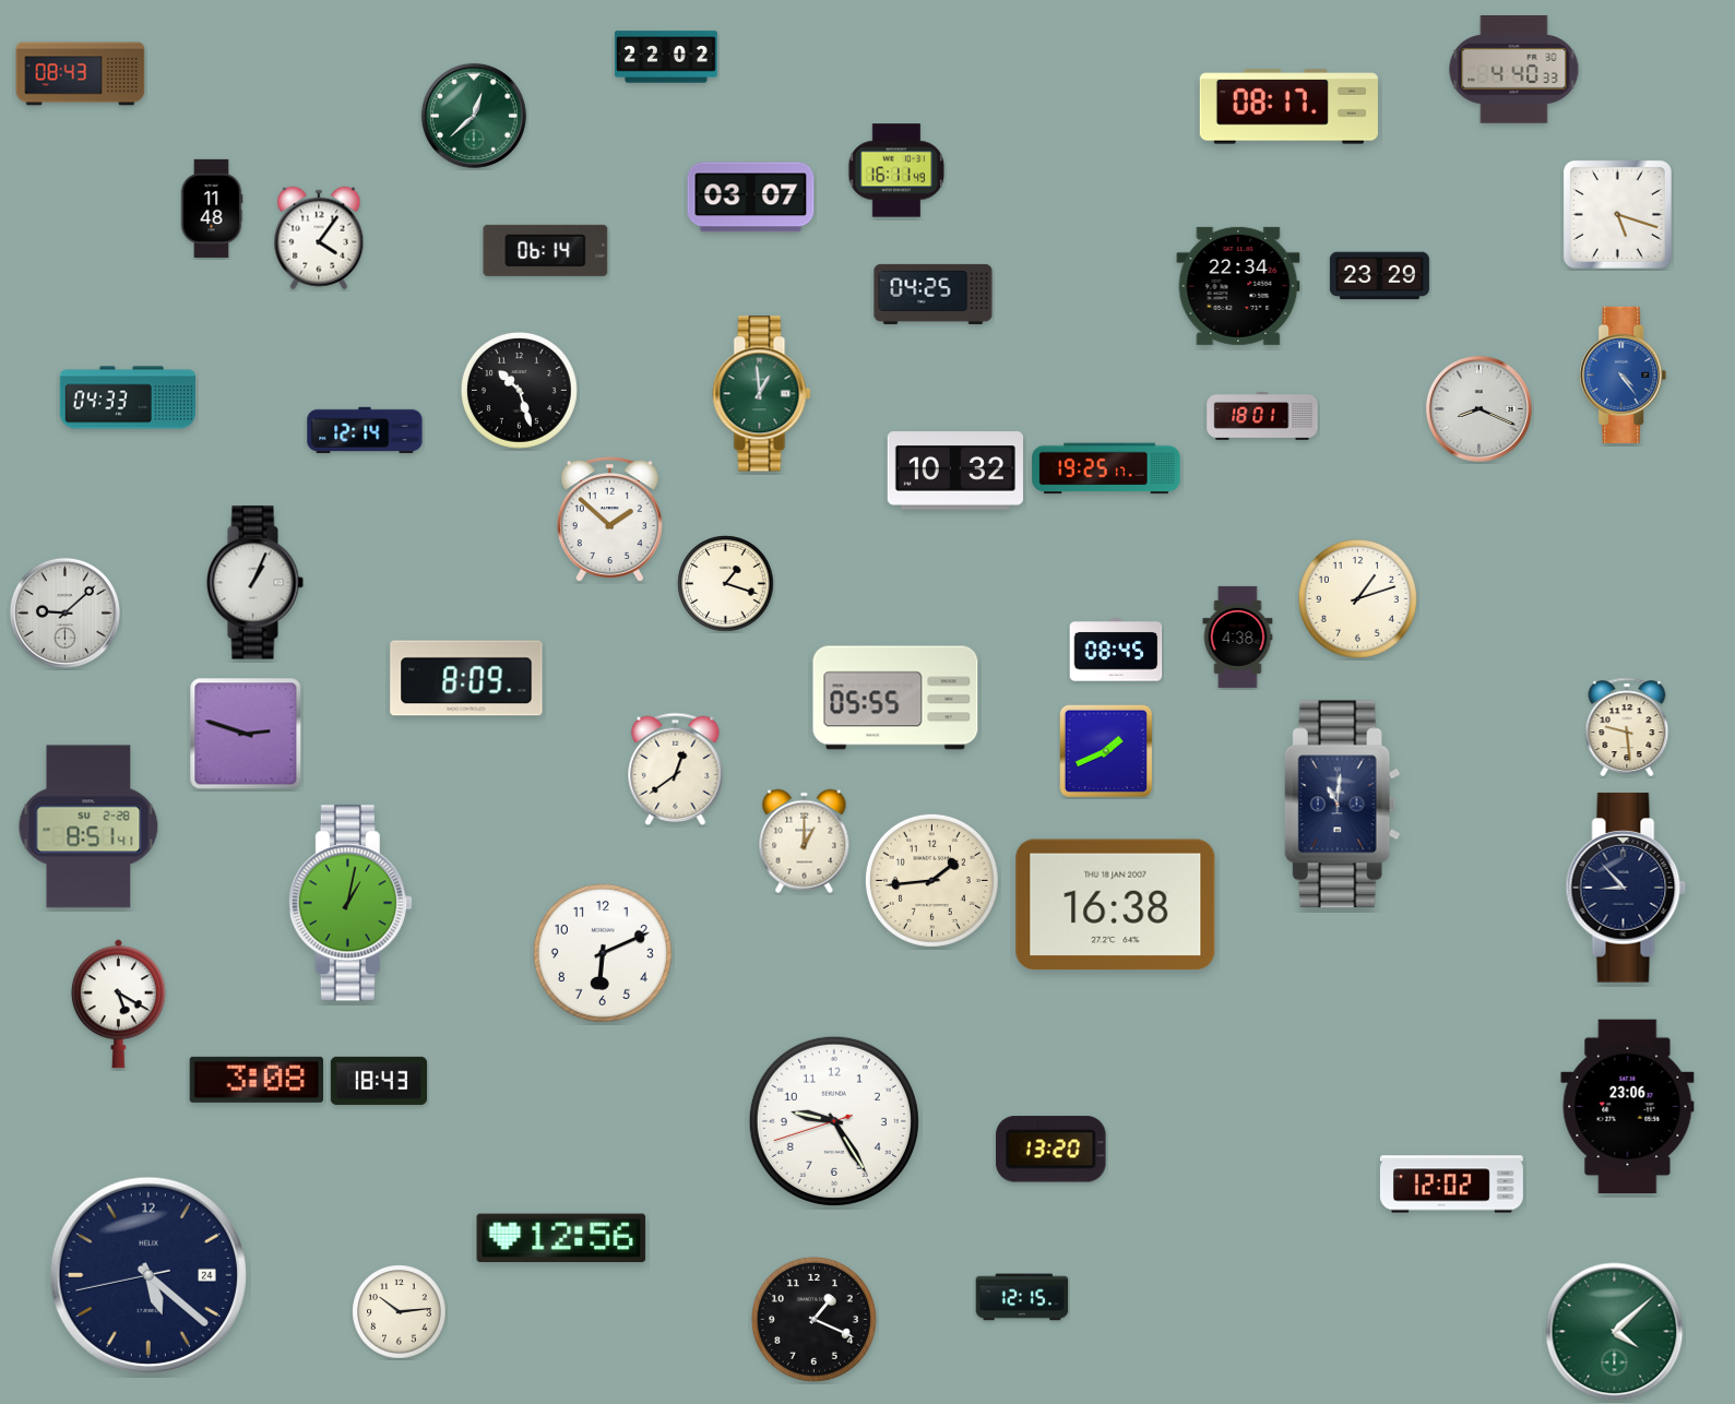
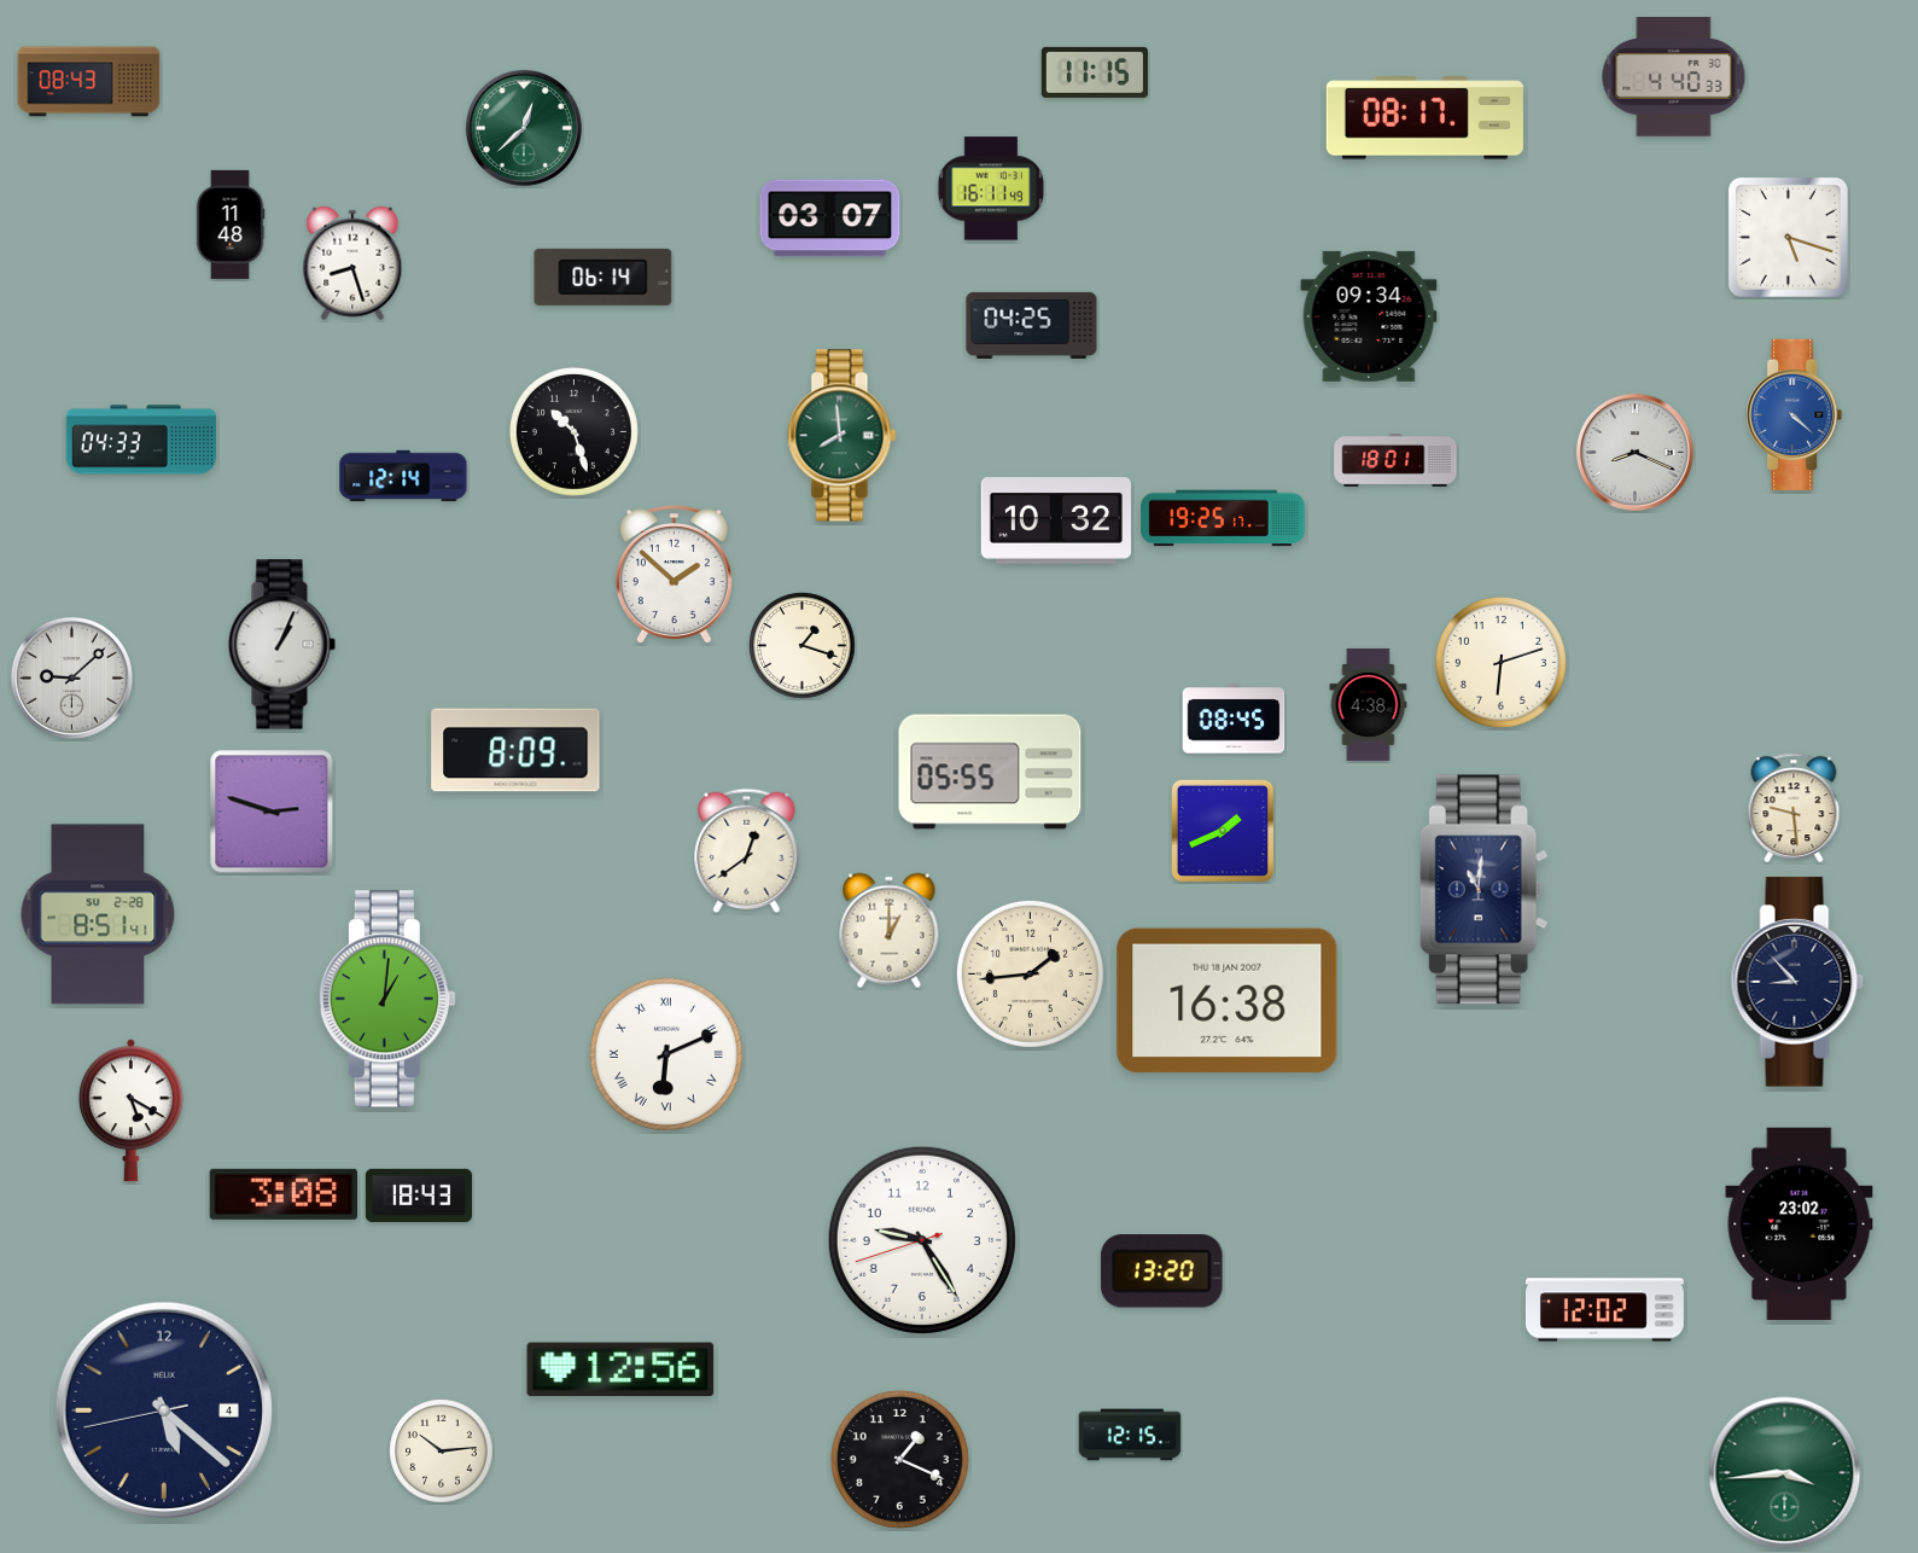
clock at (666, 57): 22:02 -> none
clock at (1095, 72): none -> 11:15
clock at (212, 209) position: (212, 209) -> (231, 225)
clock at (319, 238): 4:06 -> 8:27
clock at (1379, 276): 23:29 -> none
clock at (1238, 286): 22:34 -> 09:34
clock at (1624, 374): 4:24 -> 4:22
clock at (762, 394): 12:59 -> 7:59
clock at (1357, 598): 1:12 -> 6:12
clock at (1627, 727) position: (1627, 727) -> (1794, 808)
clock at (350, 903): 1:02 -> 1:01
clock at (1116, 905) position: (1116, 905) -> (1228, 1001)
clock at (603, 953) numerals: Arabic -> Roman
clock at (1628, 1106): 23:06 -> 23:02
clock at (147, 1274) date: 24 -> 4
clock at (1615, 1332): 4:08 -> 3:44
